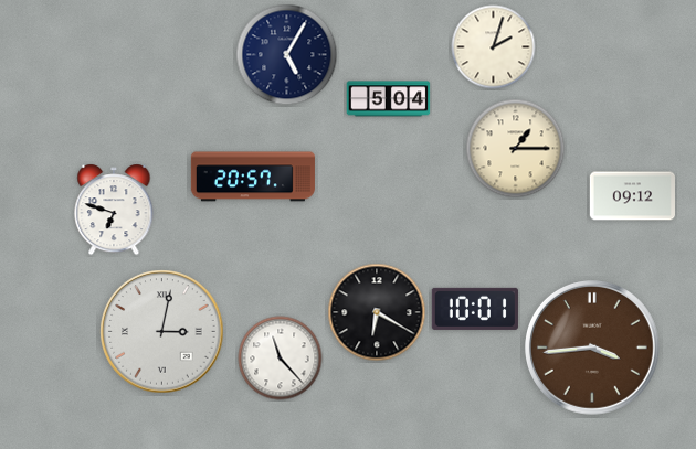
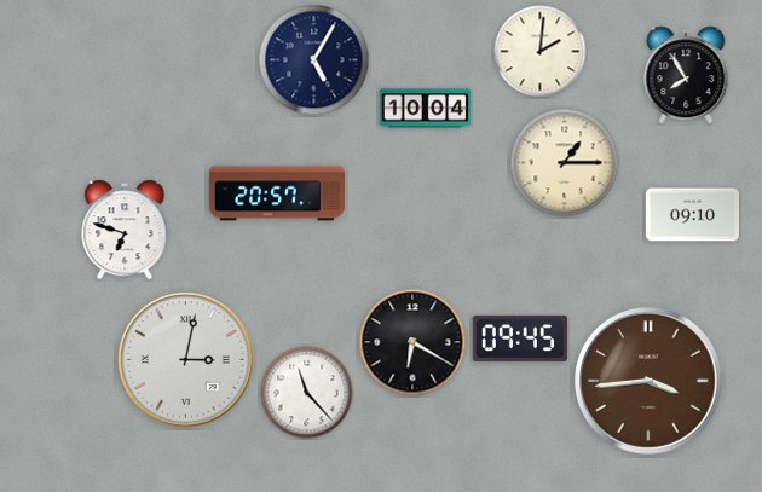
clock at (494, 47): 2:03 -> 2:01
clock at (686, 75): none -> 7:55
clock at (389, 99): 5:04 -> 10:04
clock at (632, 196): 09:12 -> 09:10
clock at (475, 309): 10:01 -> 09:45
clock at (162, 332) position: (162, 332) -> (186, 360)
